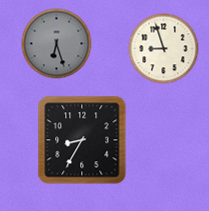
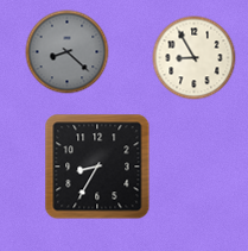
clock at (57, 44): 6:27 -> 8:22
clock at (164, 49): 8:57 -> 8:55
